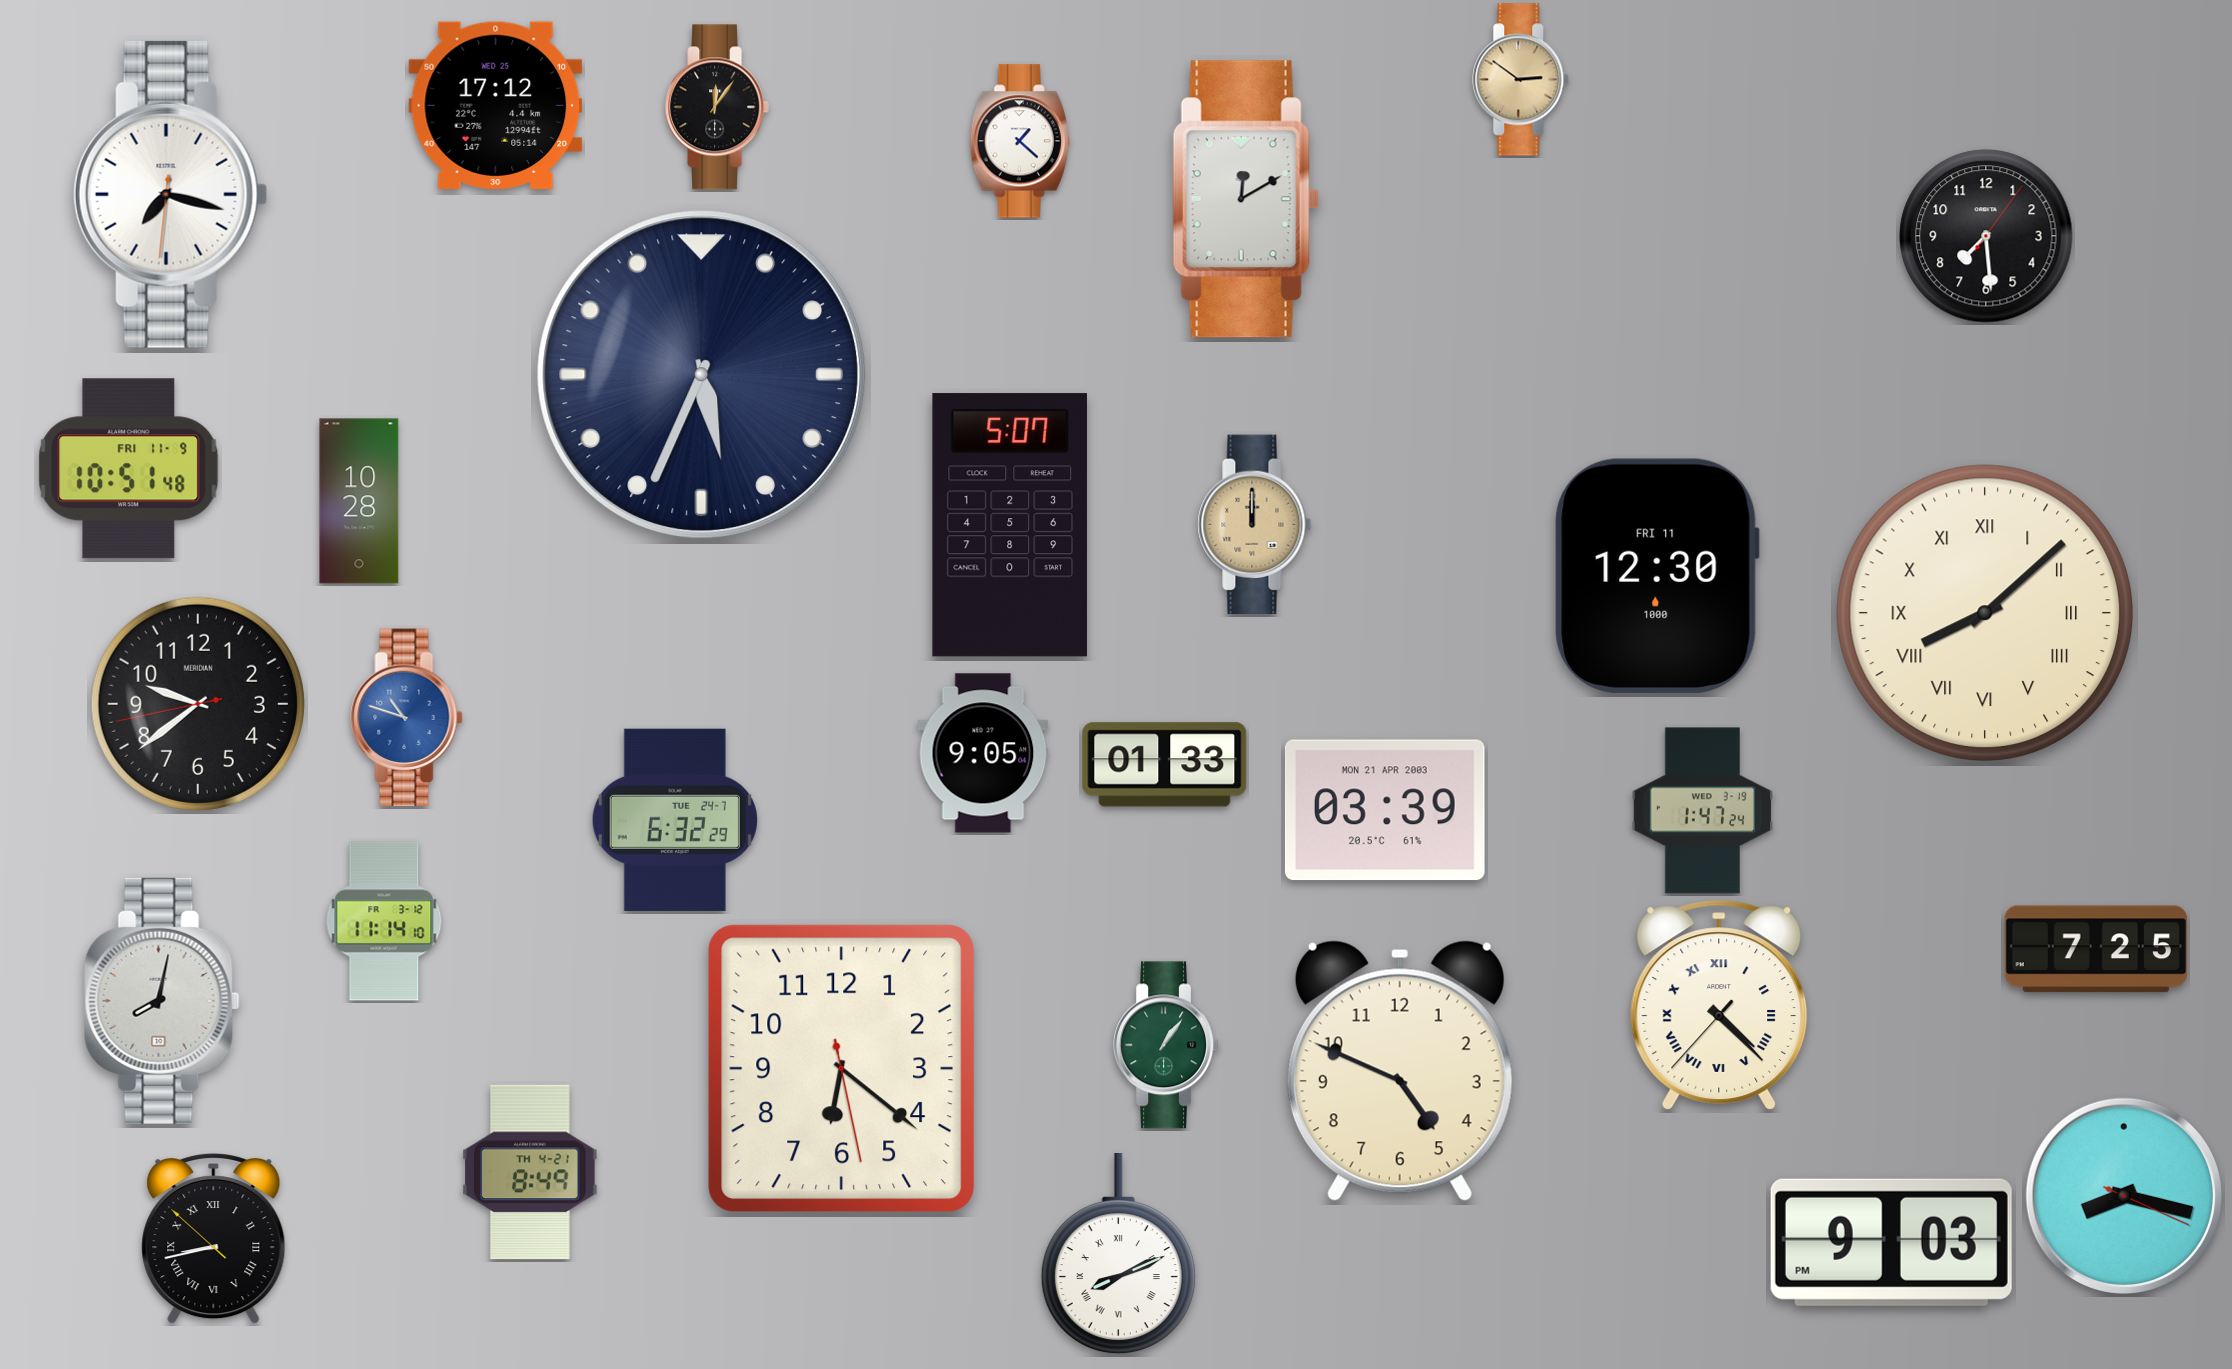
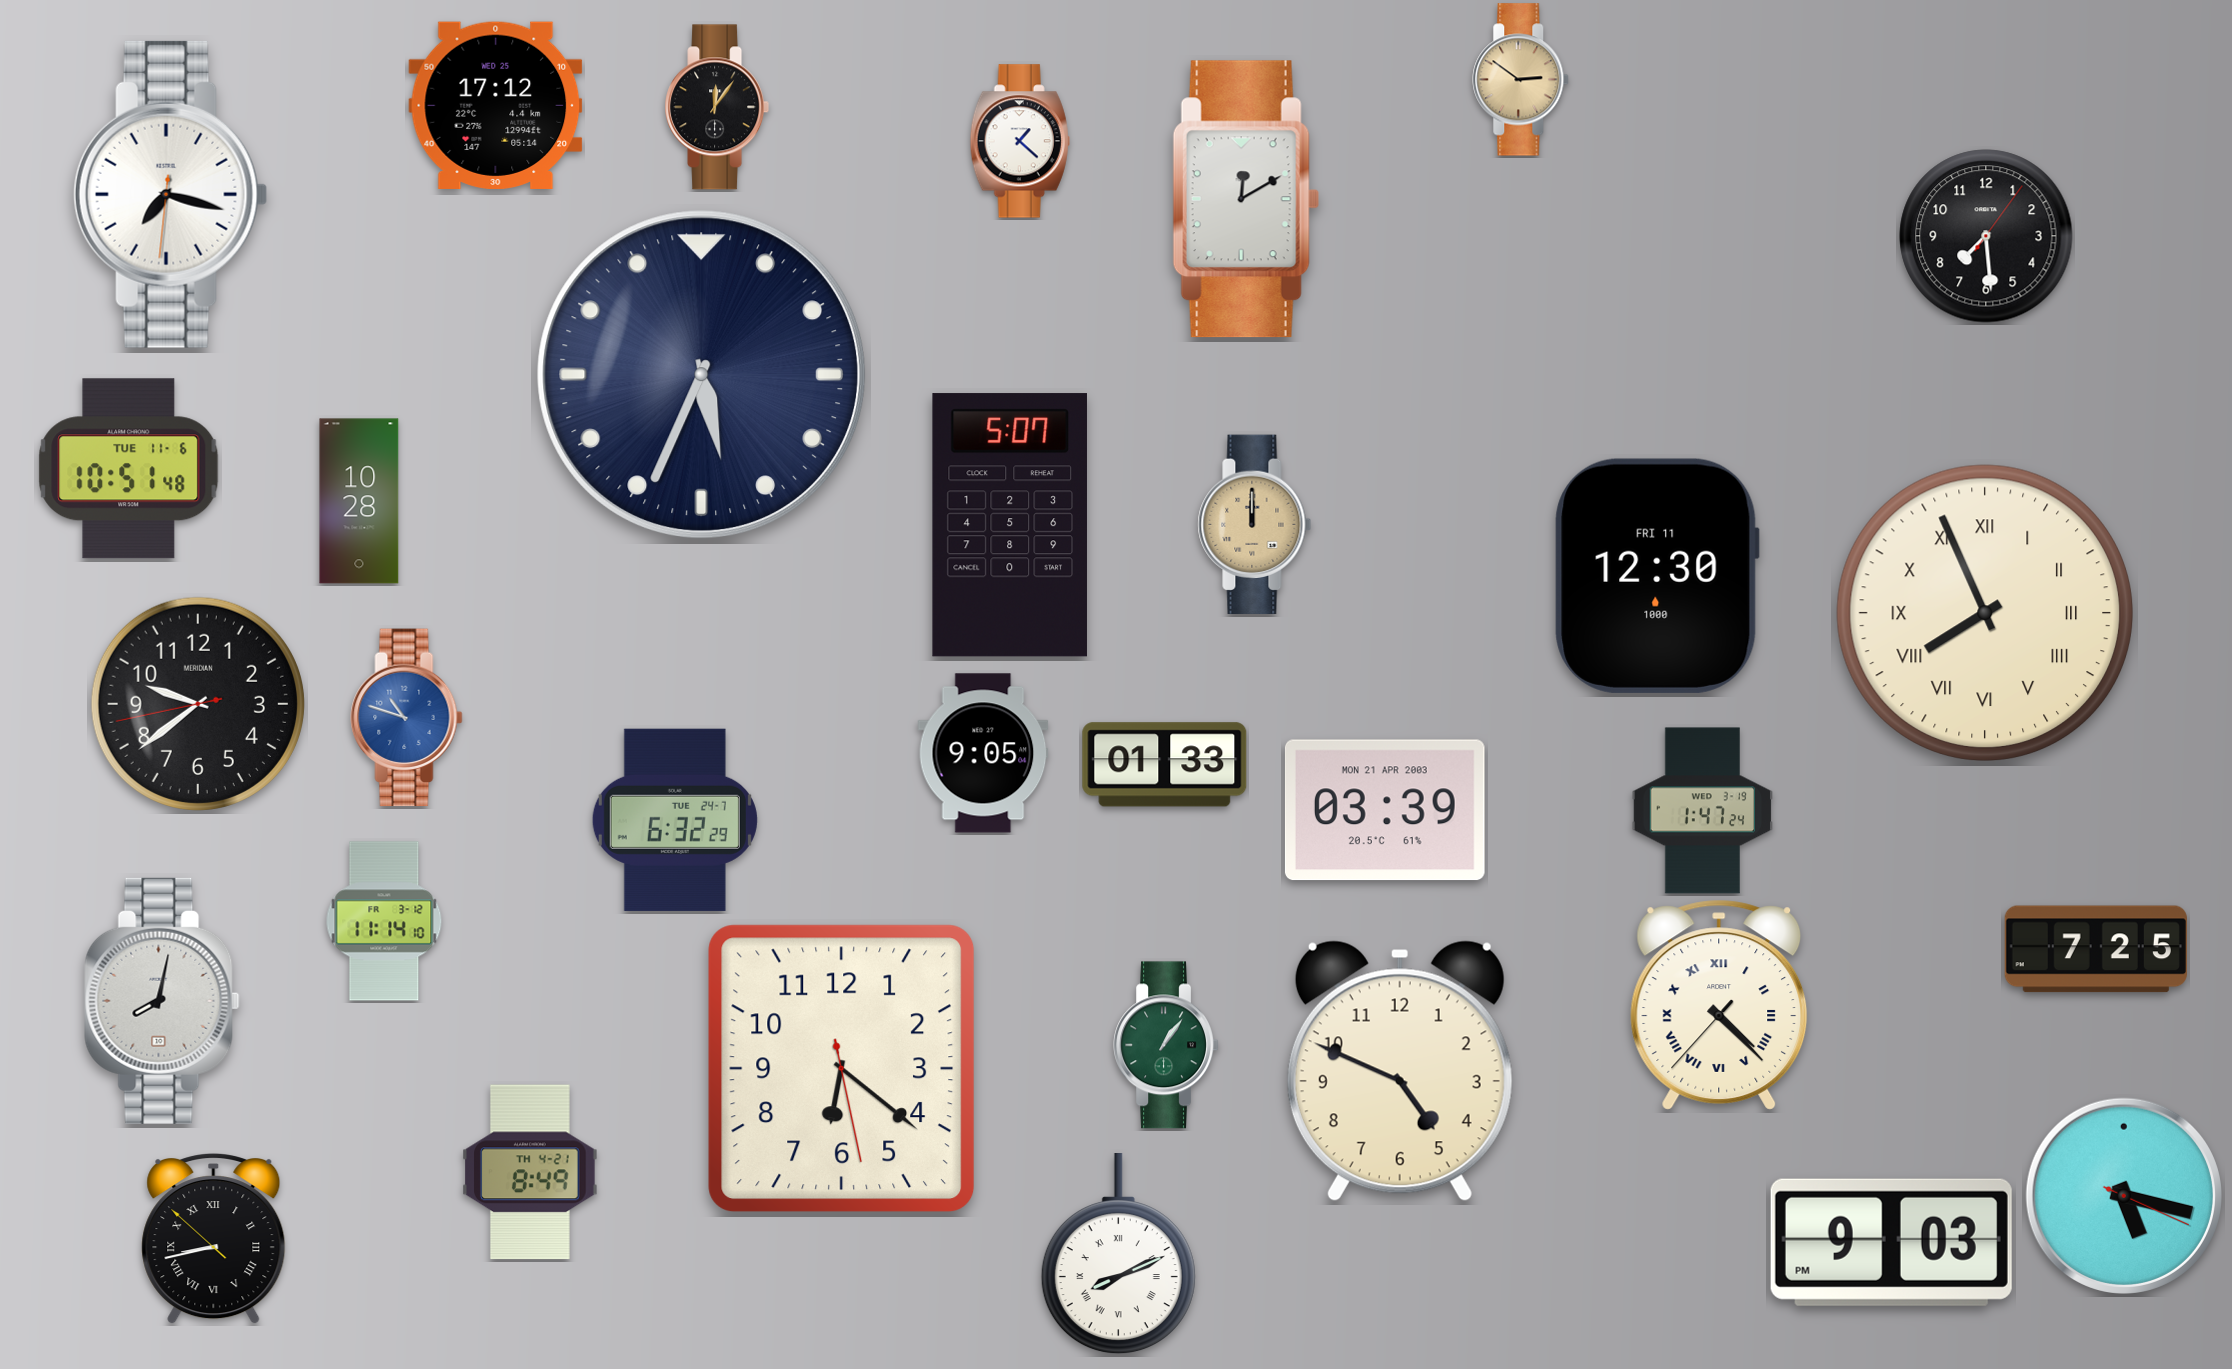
clock at (129, 469) date: FRI 11-9 -> TUE 11-6
clock at (1985, 613): 8:08 -> 7:56
clock at (2124, 1196): 8:17 -> 5:17
